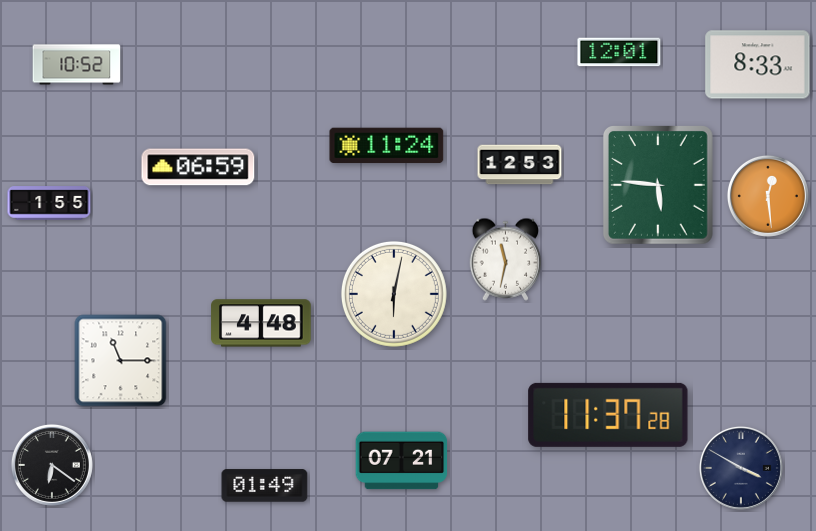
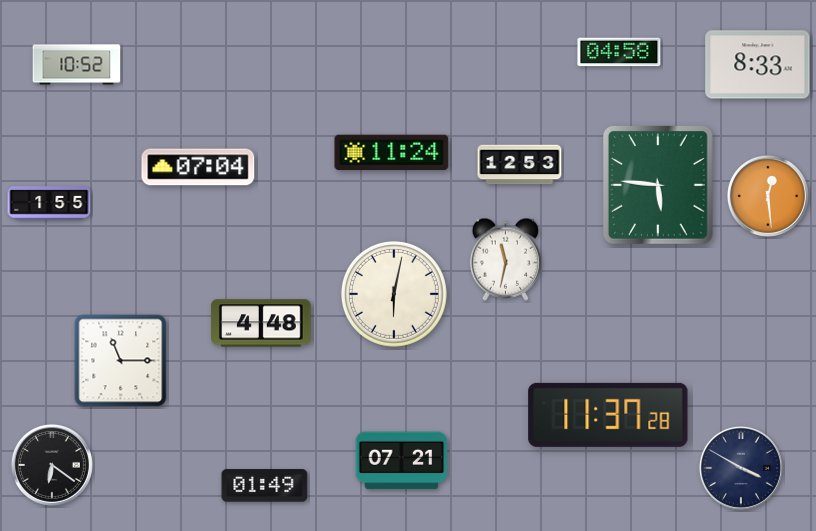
clock at (619, 52): 12:01 -> 04:58
clock at (387, 146) position: (387, 146) -> (392, 153)
clock at (198, 167): 06:59 -> 07:04
